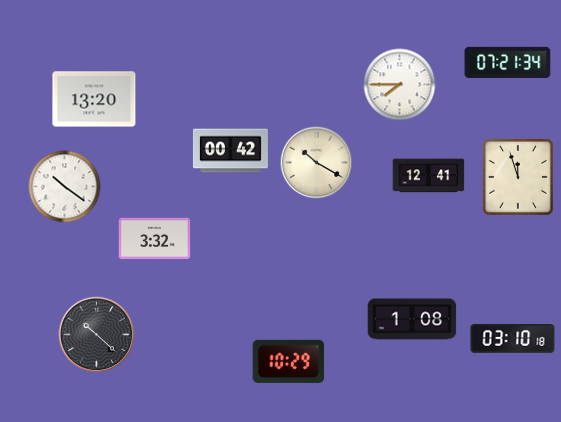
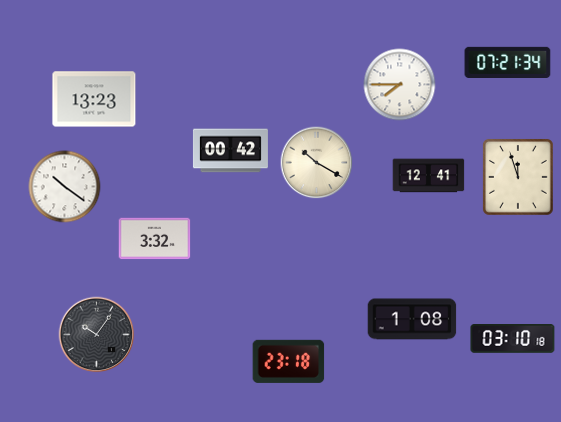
clock at (94, 99): 13:20 -> 13:23
clock at (97, 335): 10:22 -> 10:06
clock at (289, 361): 10:29 -> 23:18
